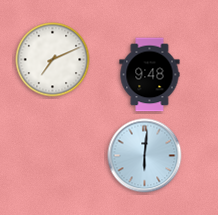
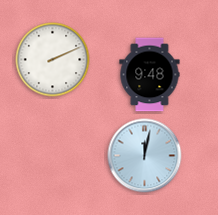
clock at (53, 60): 7:11 -> 2:11
clock at (145, 156): 6:01 -> 12:02
